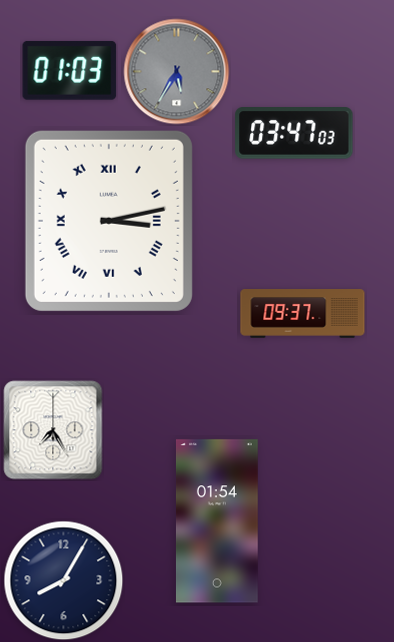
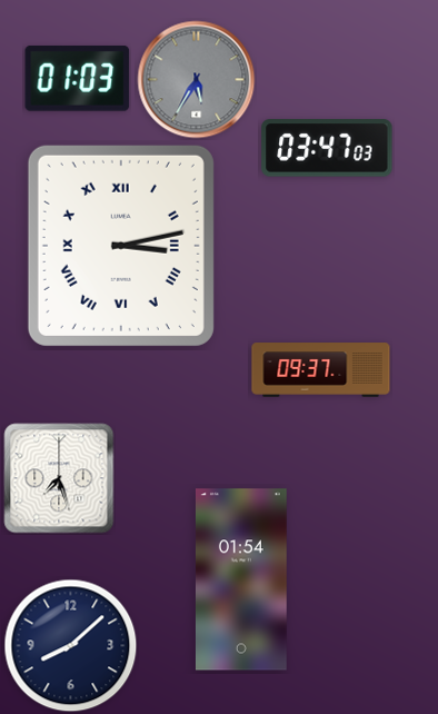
clock at (303, 314) position: (303, 314) -> (321, 370)
clock at (53, 430): 7:25 -> 7:27
clock at (64, 581): 8:05 -> 8:08
